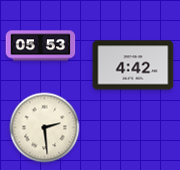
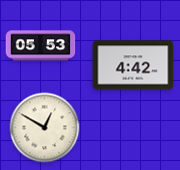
clock at (45, 128): 2:29 -> 12:50
